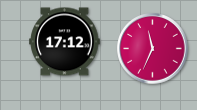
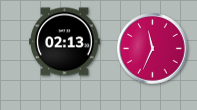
clock at (65, 42): 17:12 -> 02:13
